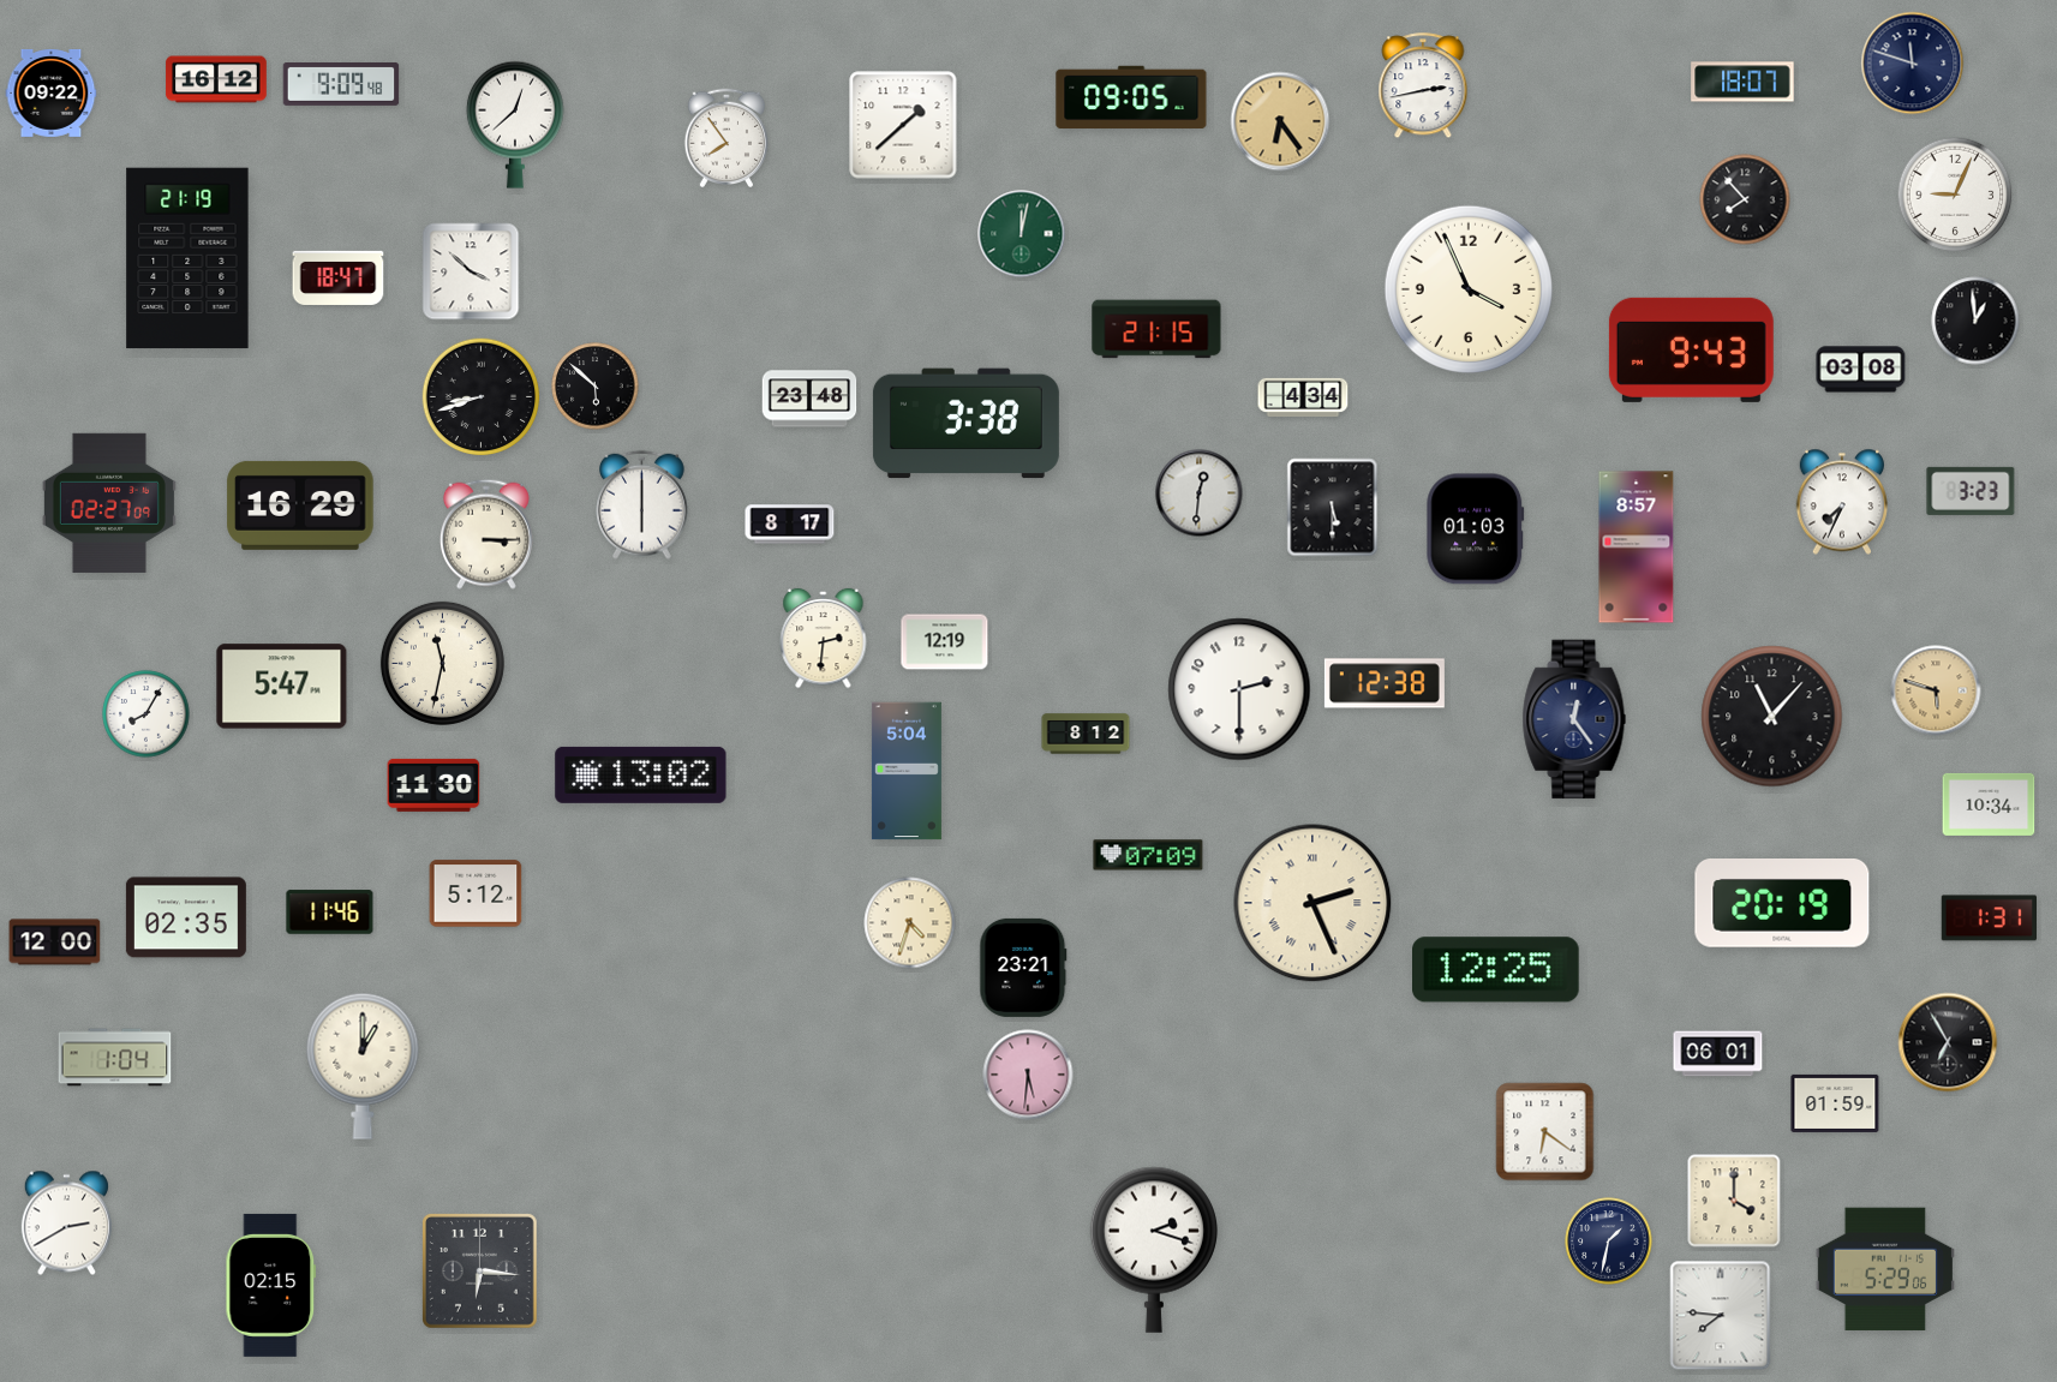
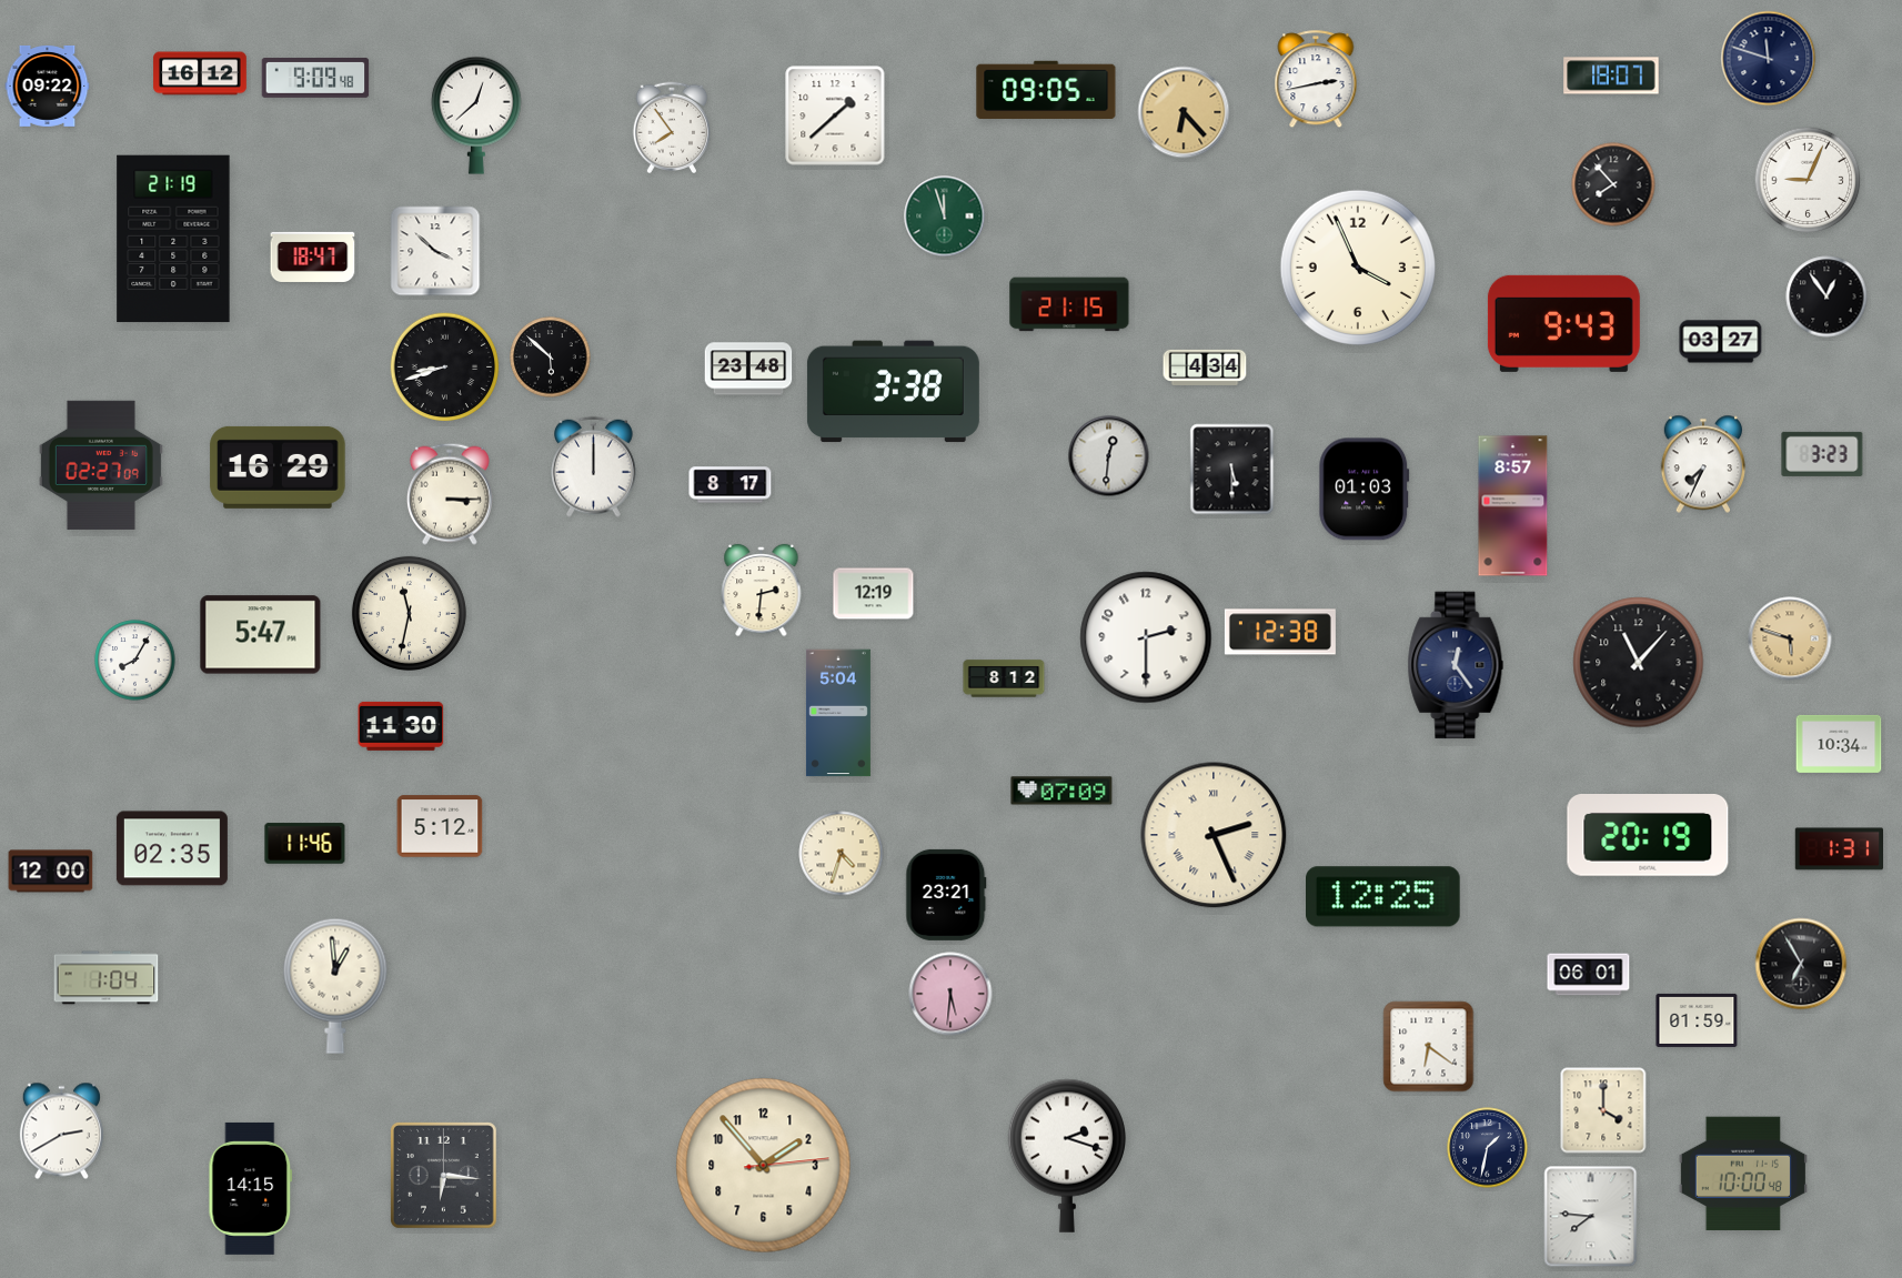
clock at (1280, 121): 6:24 -> 6:23
clock at (1022, 234): 12:02 -> 11:57
clock at (1975, 321): 12:59 -> 12:54
clock at (1861, 370): 03:08 -> 03:27
clock at (642, 504): 6:00 -> 12:00
clock at (641, 774): 13:02 -> none
clock at (363, 1066): 1:00 -> 12:59
clock at (764, 1166): none -> 1:53
clock at (1885, 1269): 5:29 -> 10:00
clock at (271, 1285): 02:15 -> 14:15
